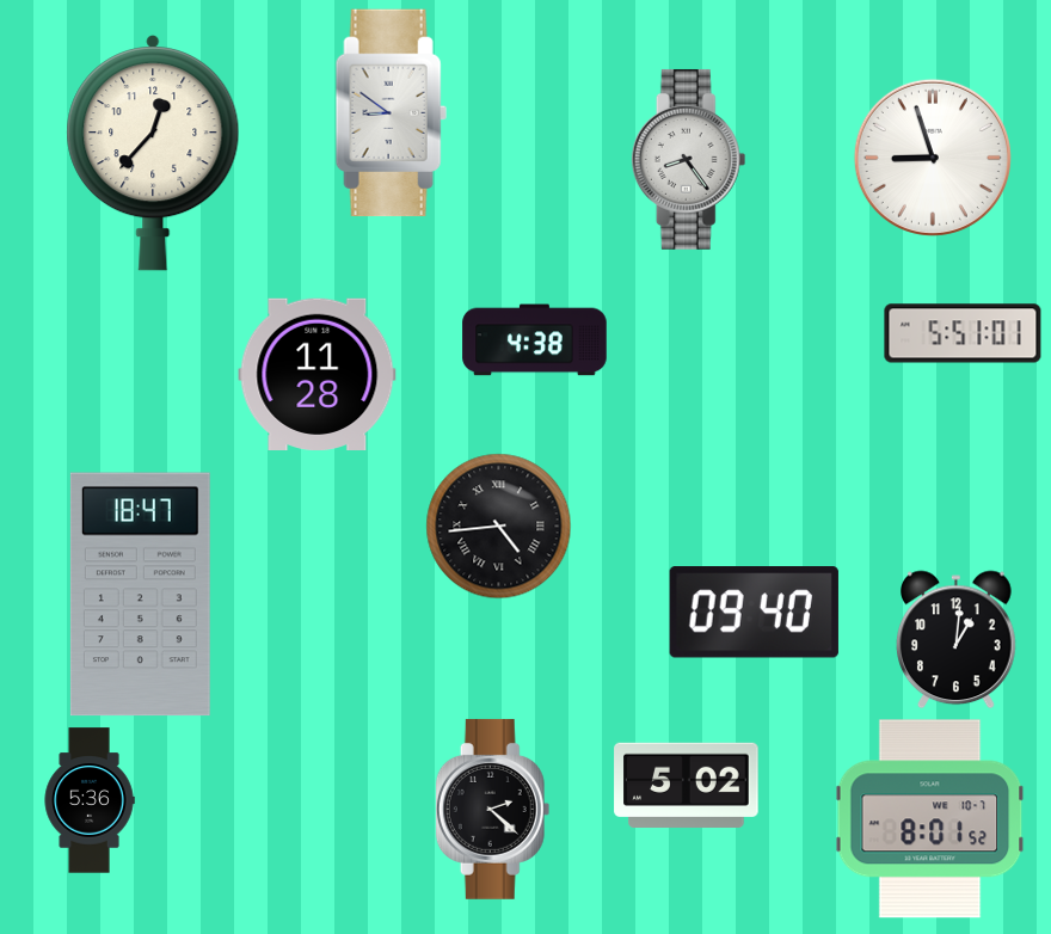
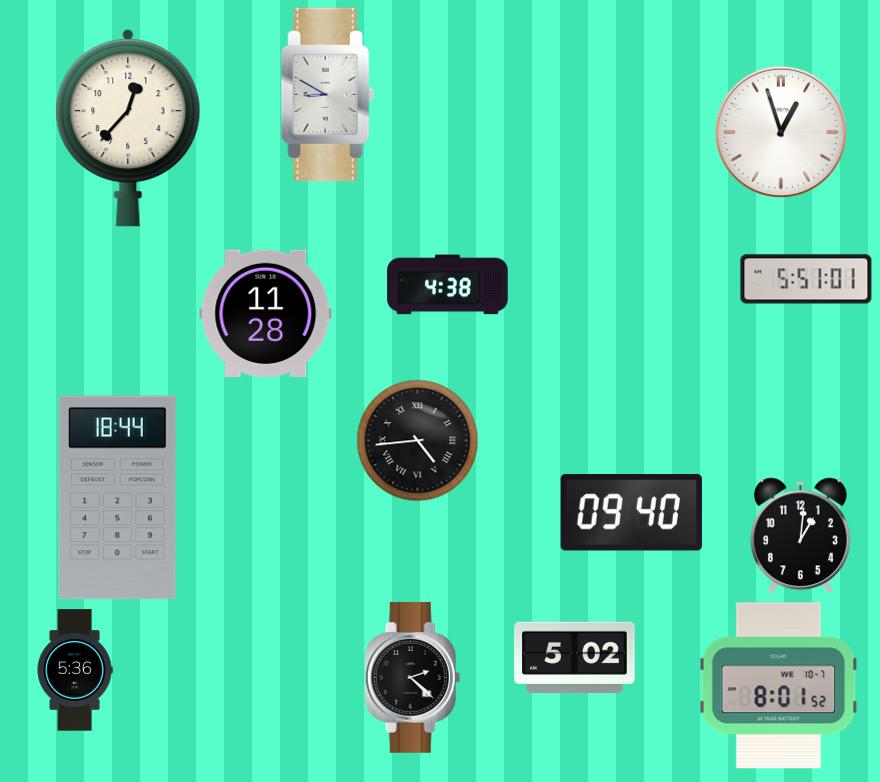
clock at (391, 113): 8:51 -> 8:50
clock at (933, 158): 8:57 -> 12:57
clock at (689, 159): 8:24 -> none
clock at (140, 595): 18:47 -> 18:44
